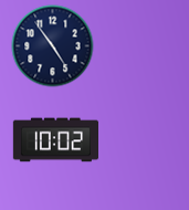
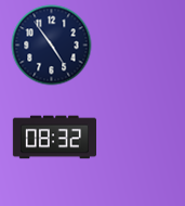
clock at (55, 140): 10:02 -> 08:32
